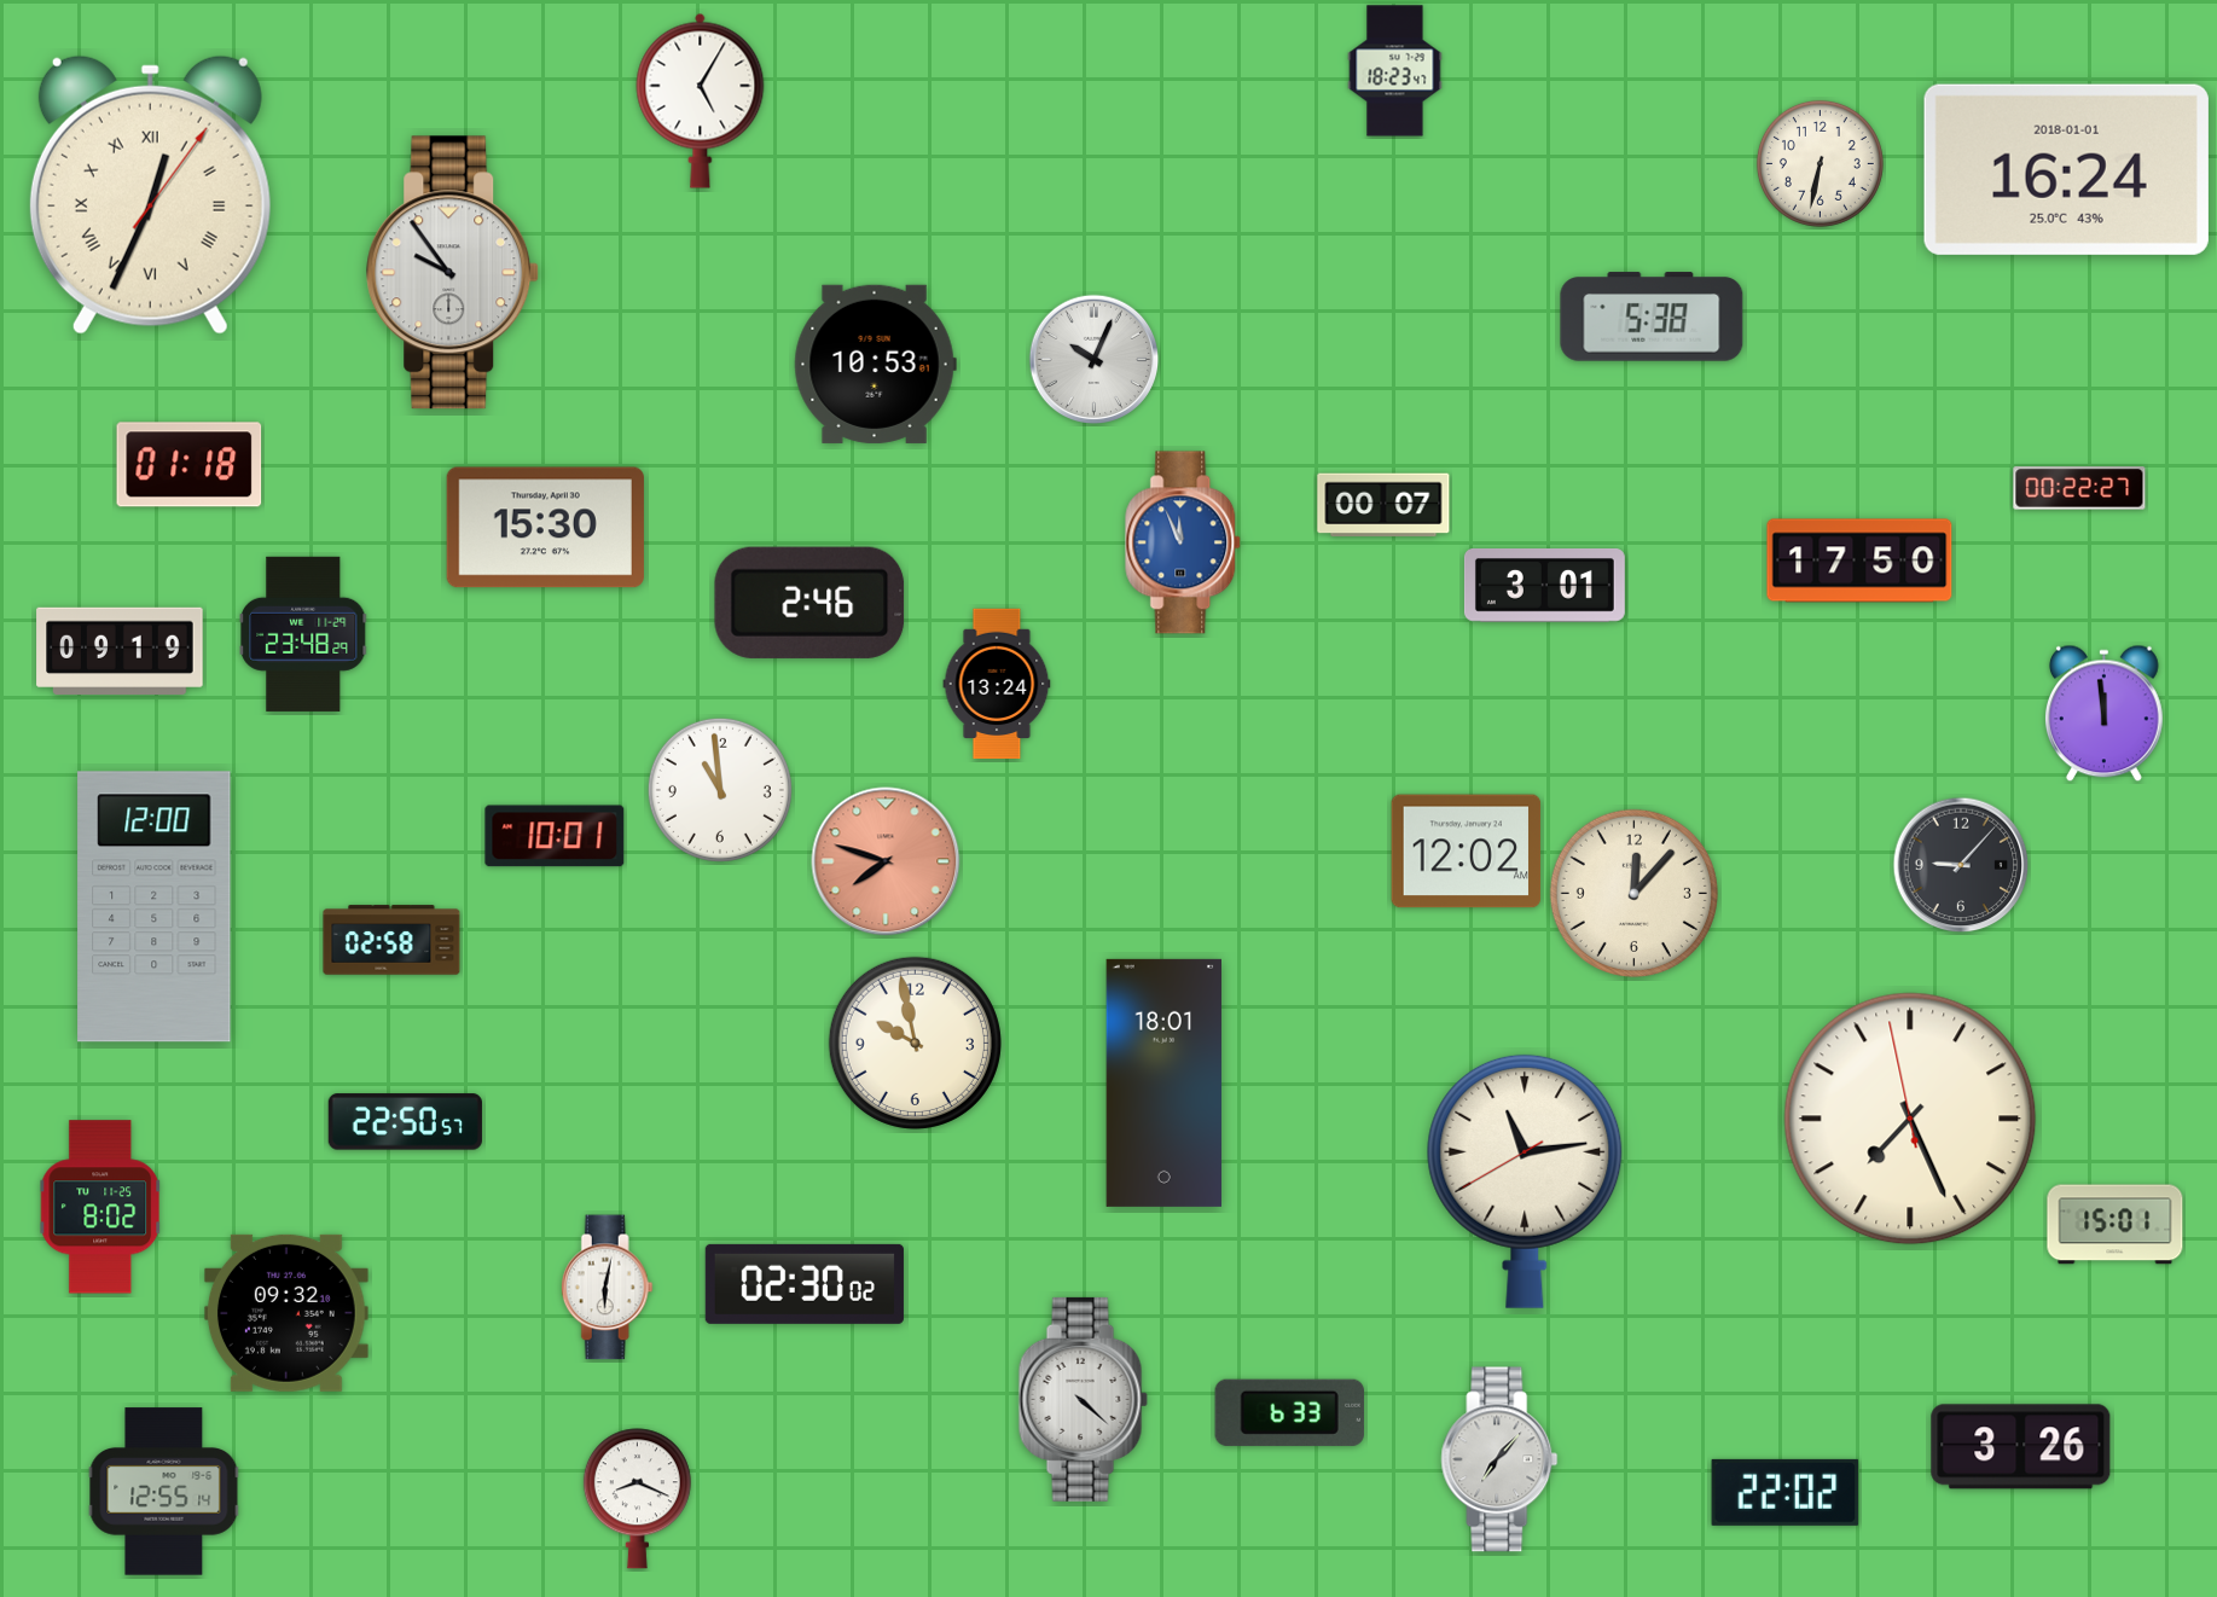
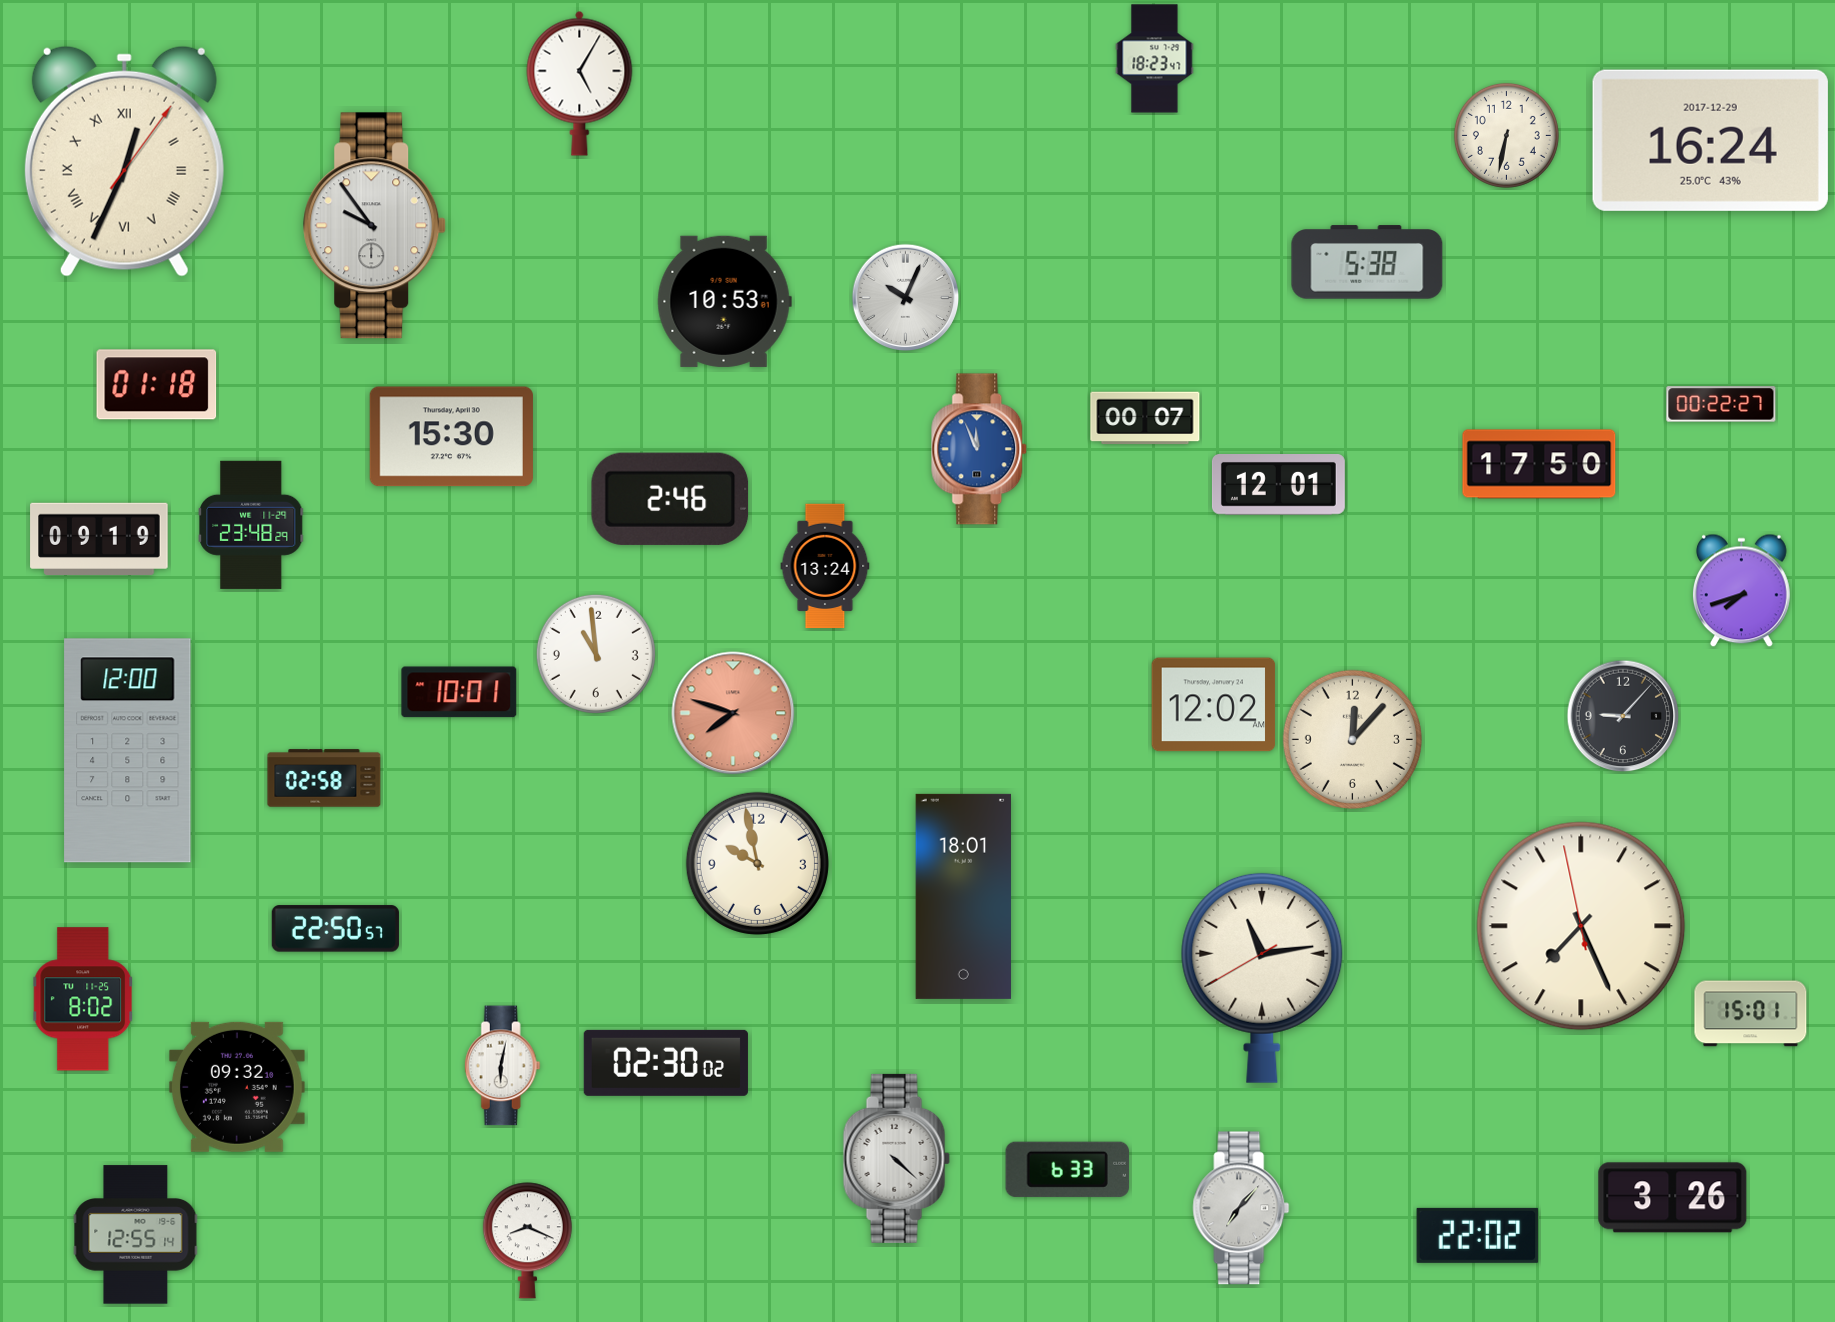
clock at (2066, 169) date: 2018-01-01 -> 2017-12-29
clock at (1544, 586): 3:01 -> 12:01
clock at (2103, 714): 11:59 -> 7:42
